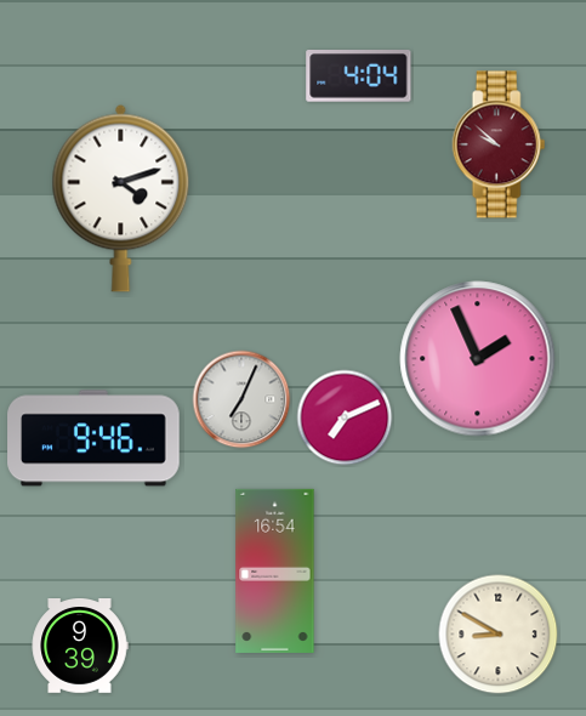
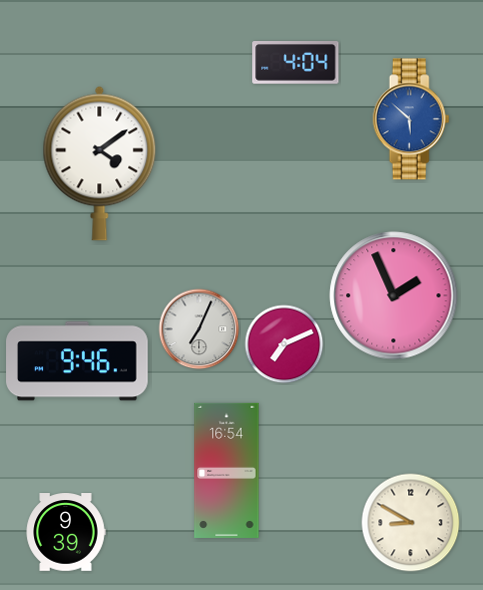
clock at (499, 144): 9:52 -> 5:52
clock at (499, 144) dial: burgundy -> blue
clock at (121, 198): 4:12 -> 4:09
